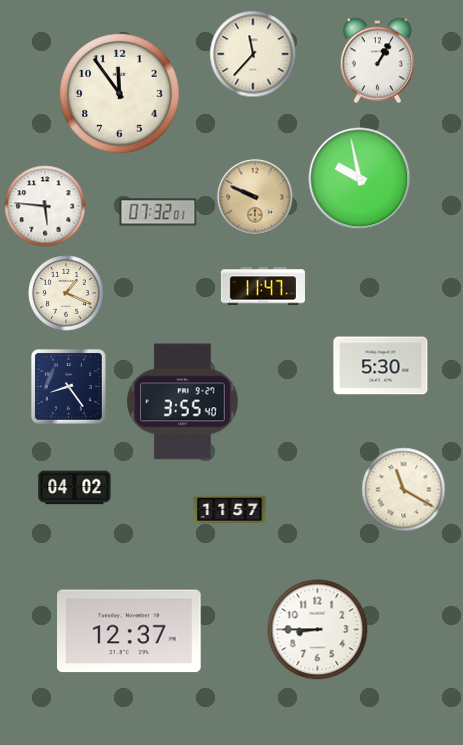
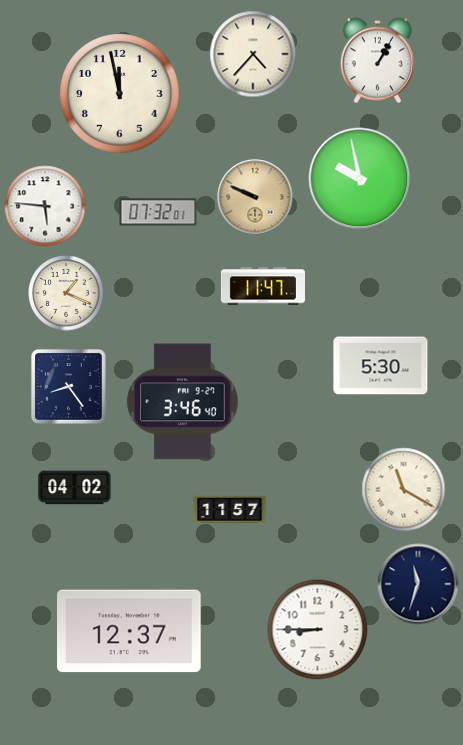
clock at (253, 54): 11:37 -> 4:37
clock at (120, 94): 11:54 -> 11:58
clock at (183, 402): 3:55 -> 3:46
clock at (418, 584): none -> 11:33
